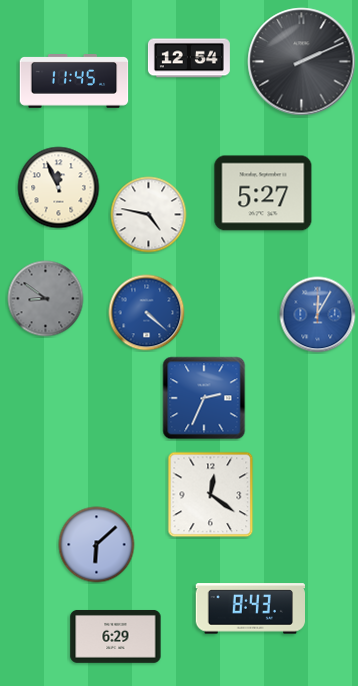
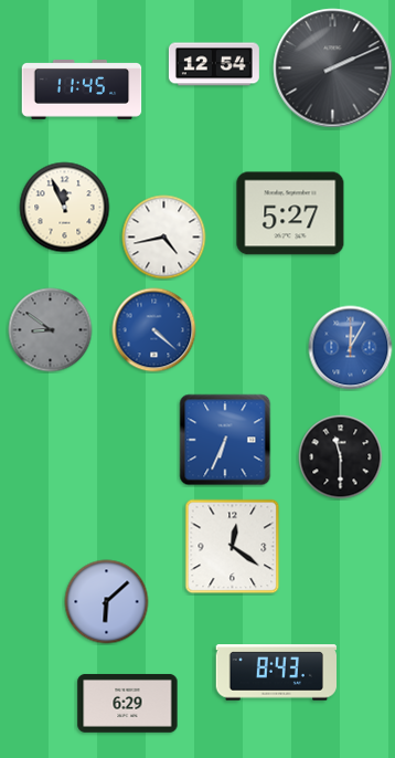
clock at (189, 58) position: (189, 58) -> (214, 64)
clock at (149, 215): 4:47 -> 4:43
clock at (147, 313) position: (147, 313) -> (154, 330)
clock at (204, 398): 2:34 -> 6:34
clock at (341, 457): none -> 11:30
